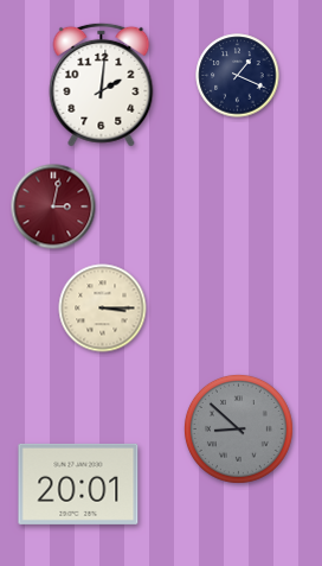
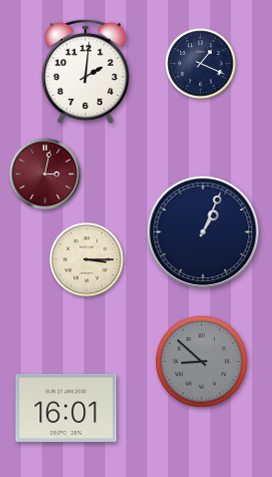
clock at (203, 232): none -> 1:04
clock at (78, 484): 20:01 -> 16:01
